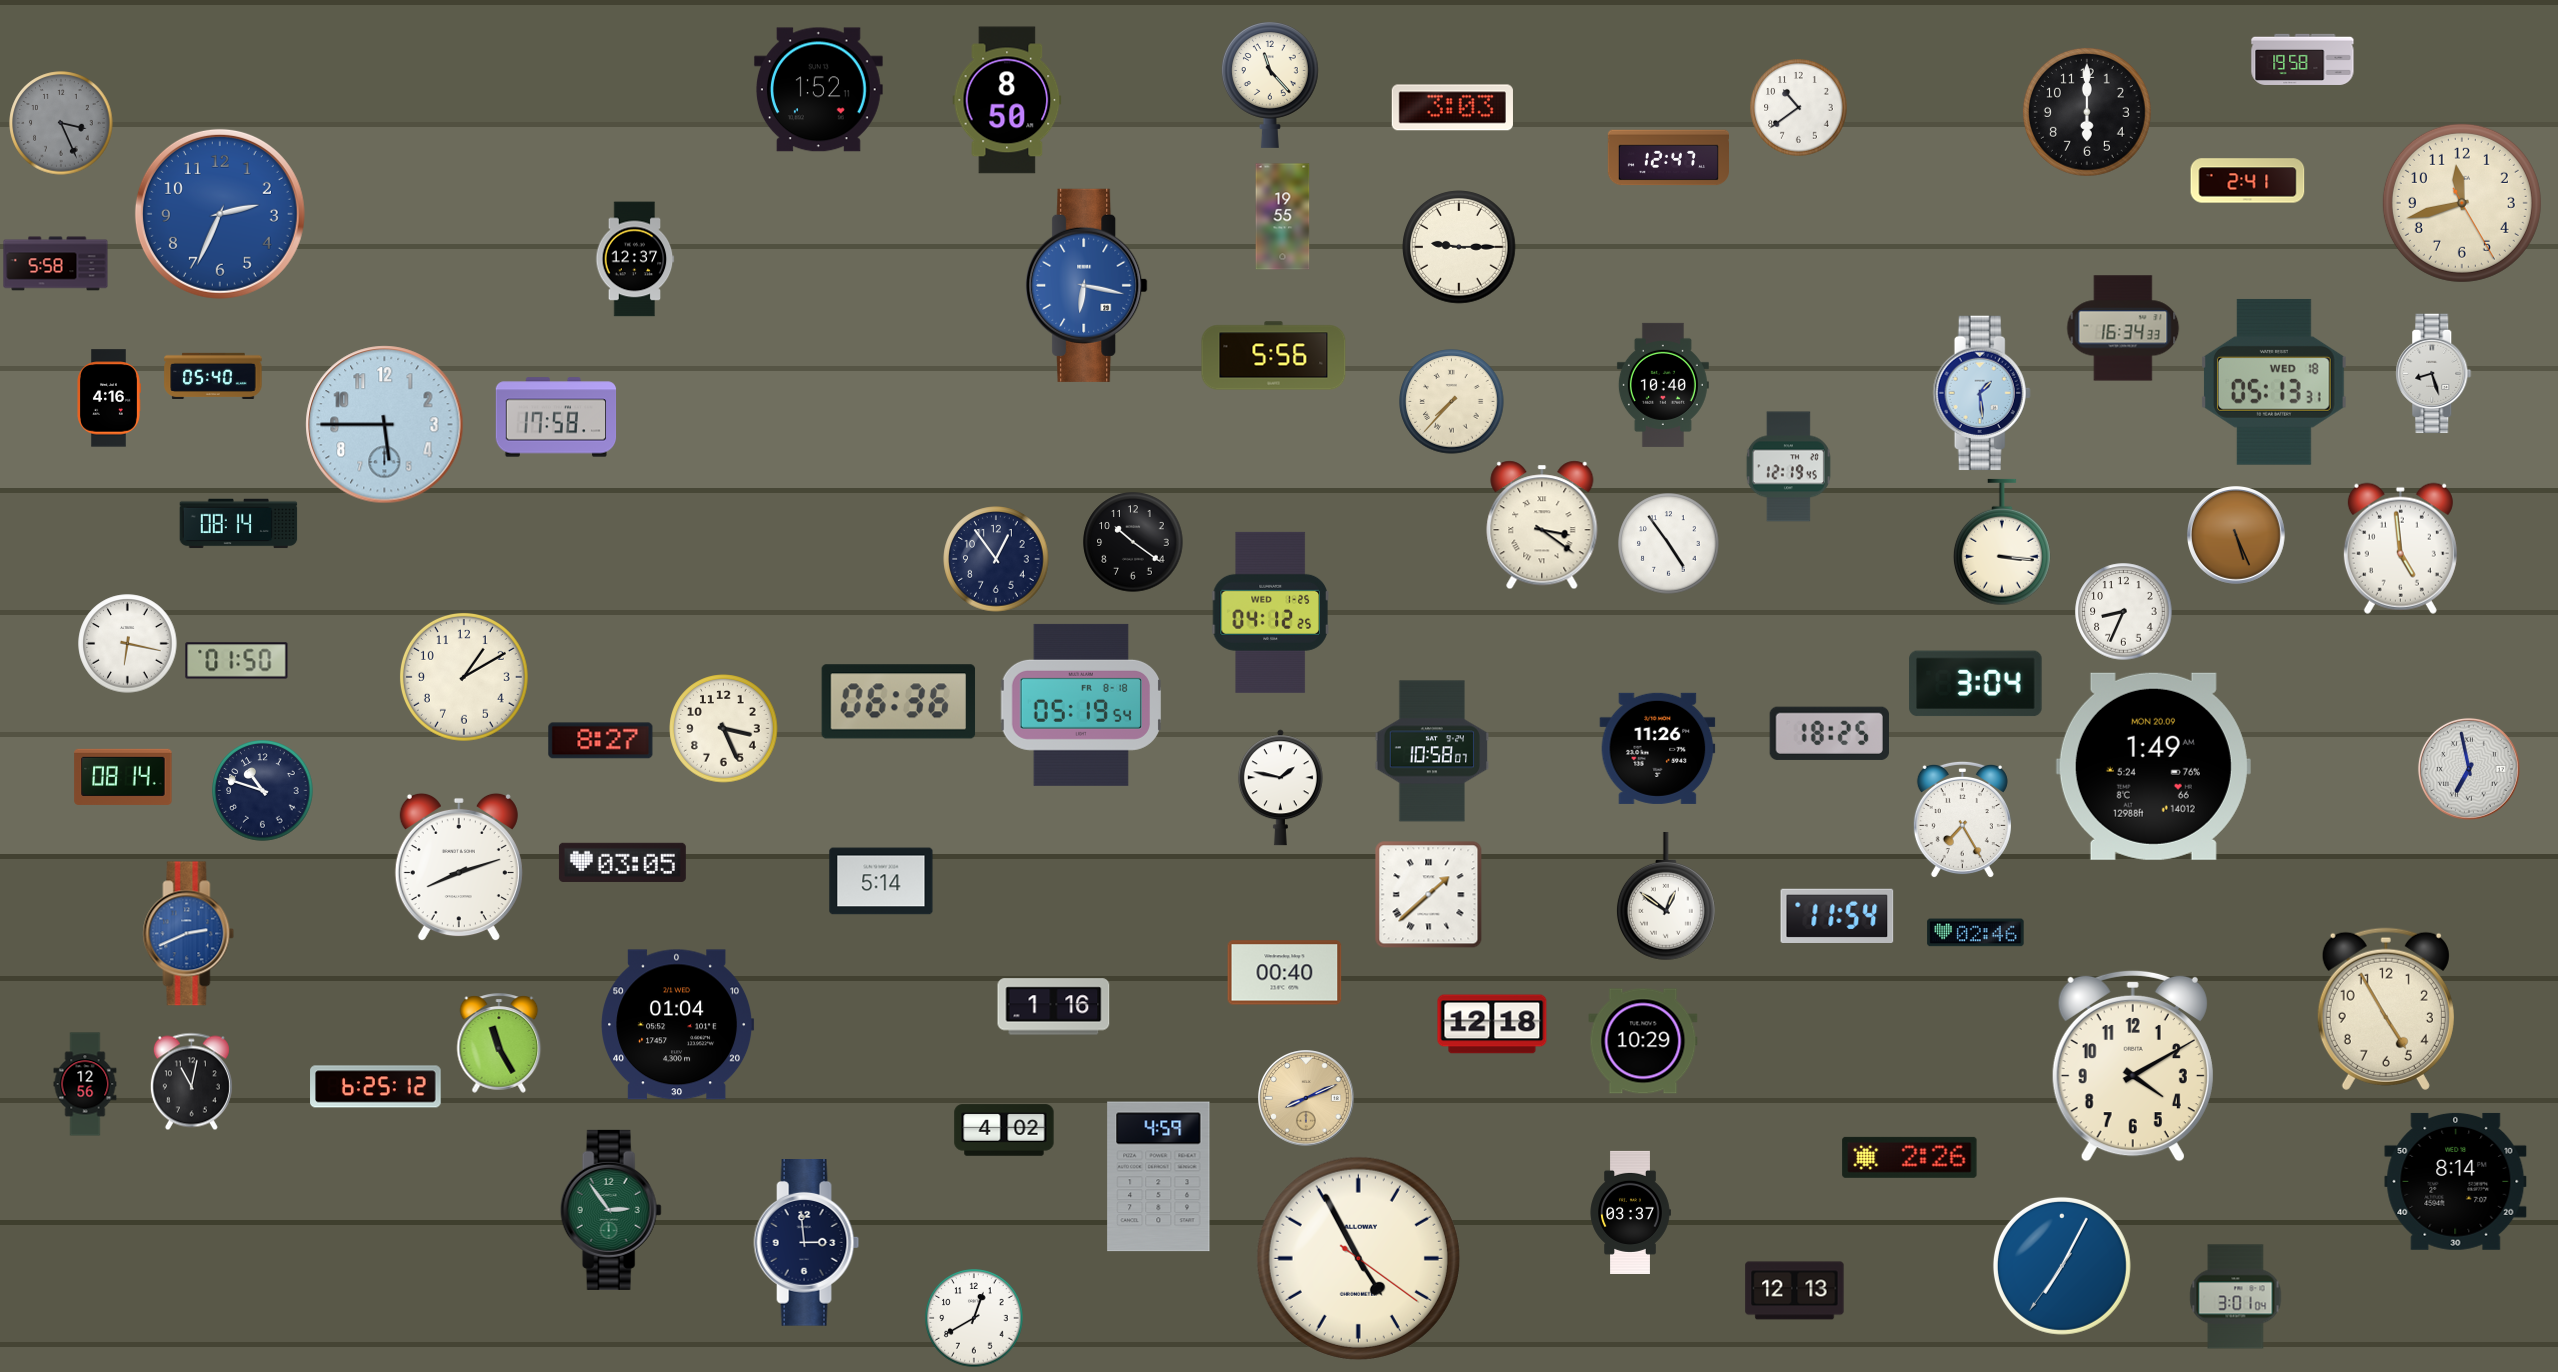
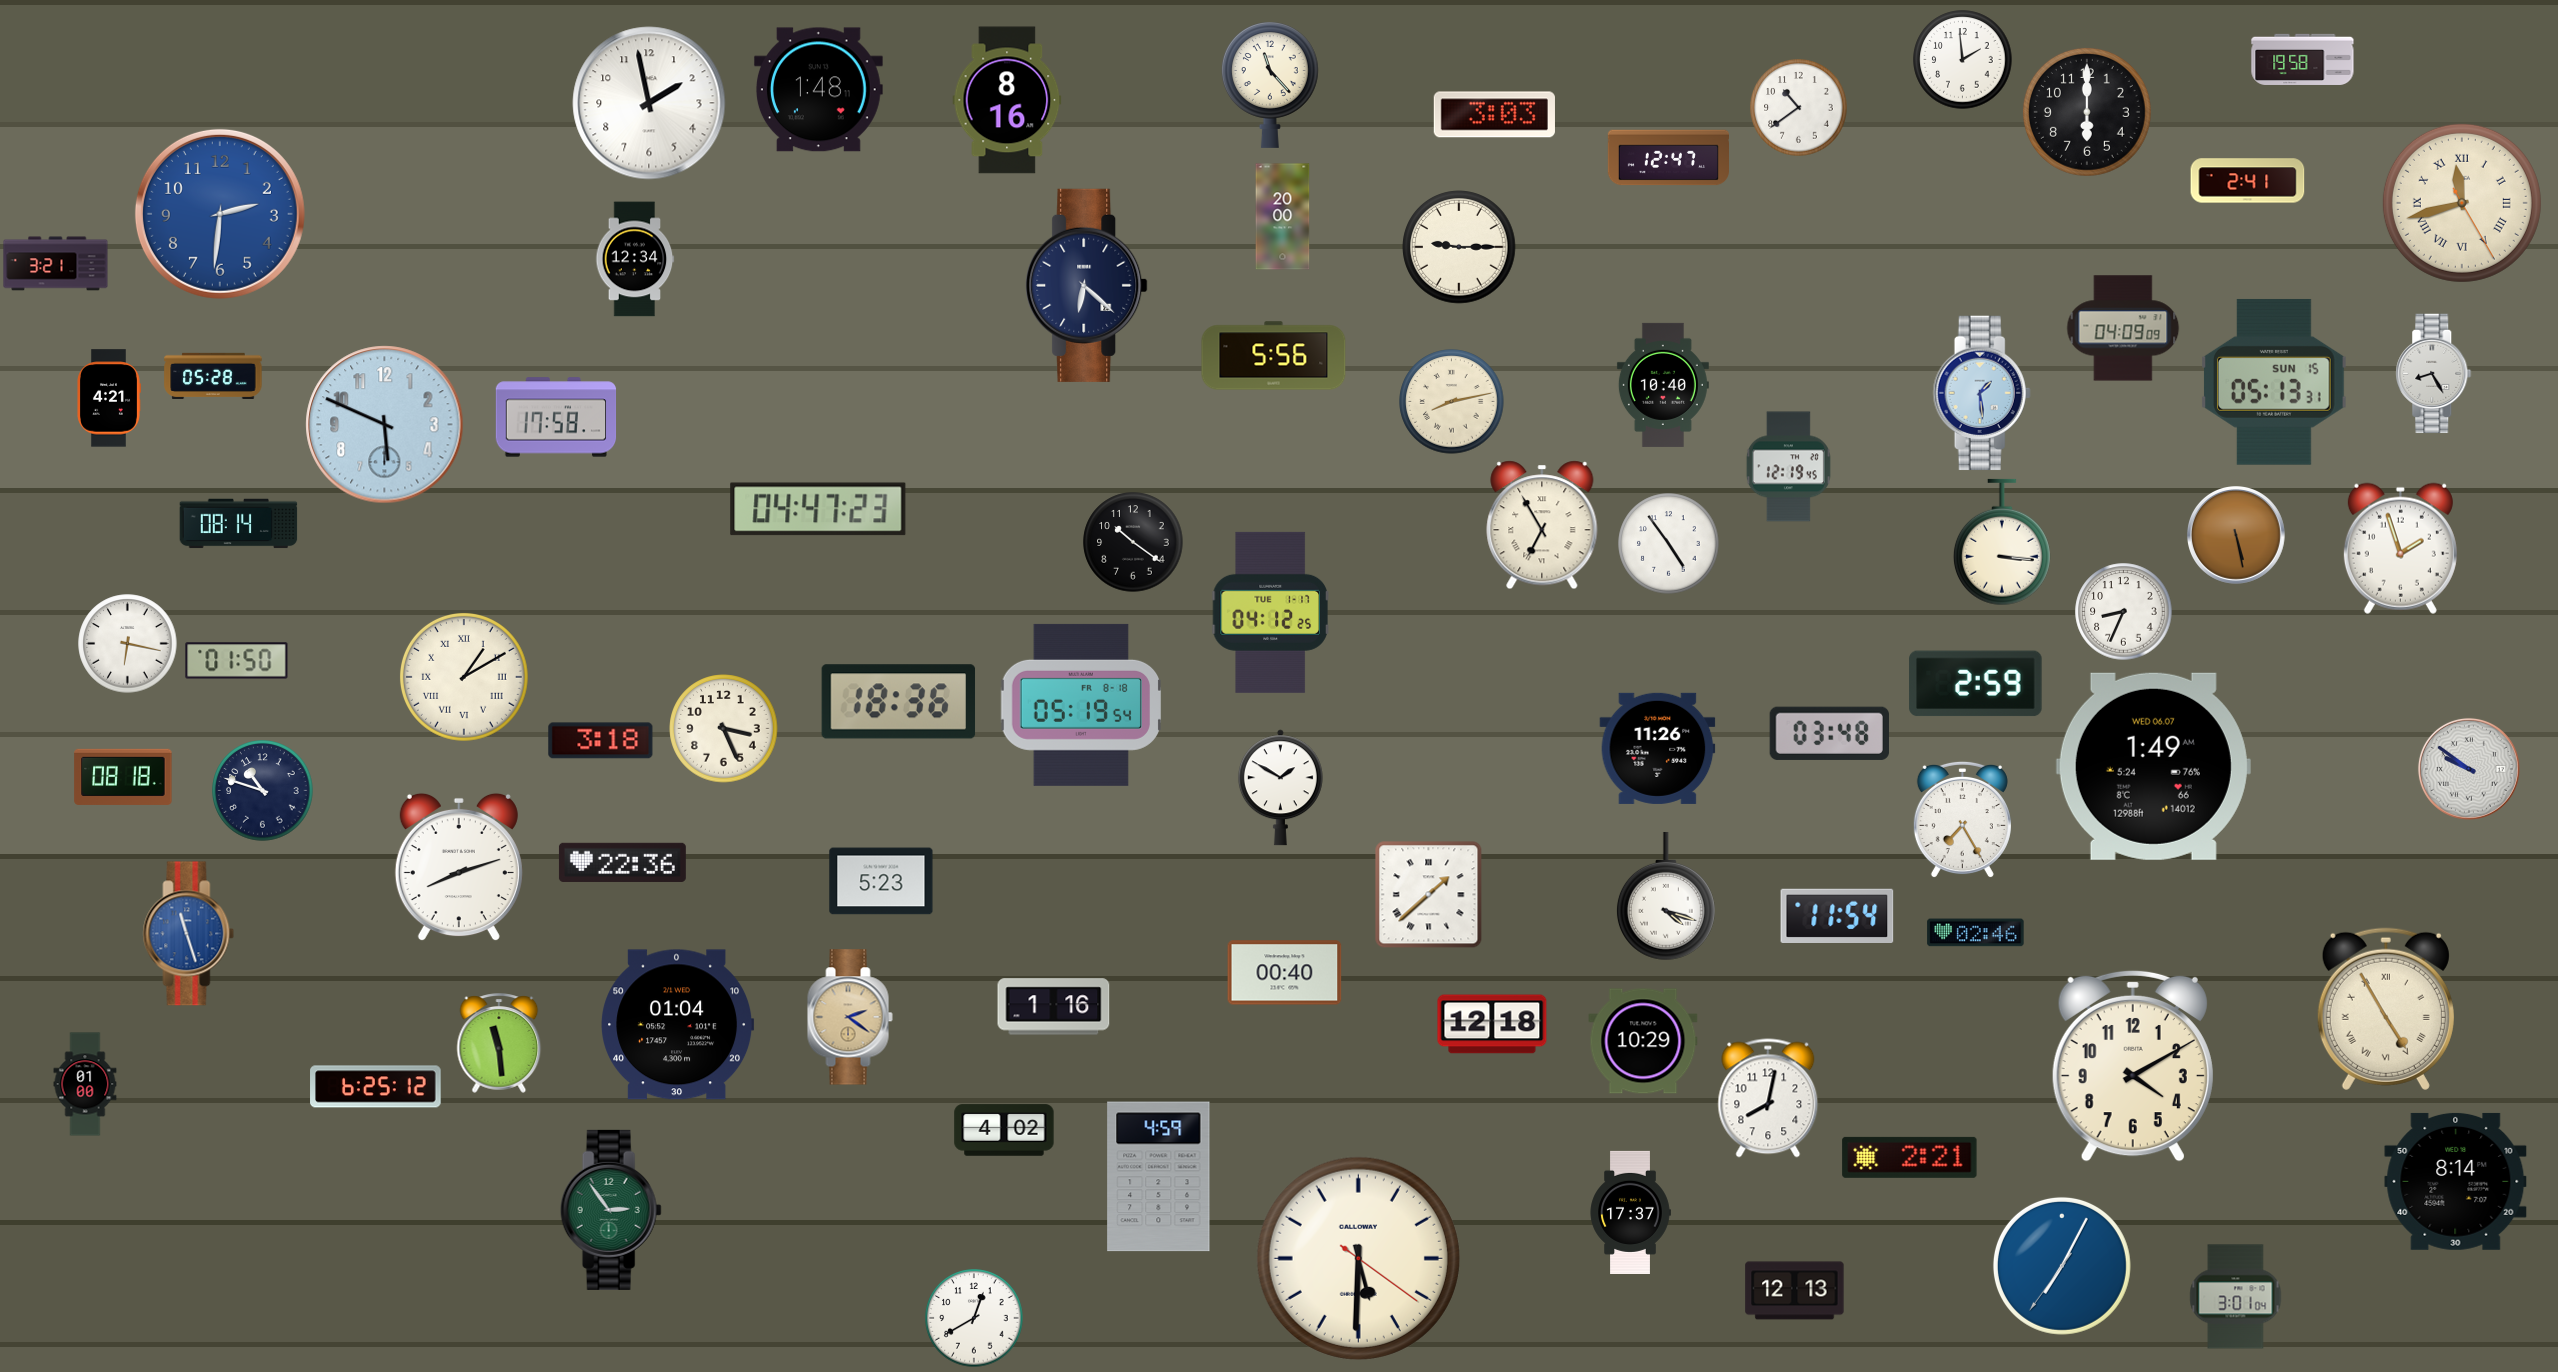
clock at (1963, 60): none -> 1:59
clock at (818, 90): 1:52 -> 1:48
clock at (1007, 100): 8:50 -> 8:16
clock at (649, 103): none -> 1:58
clock at (1452, 108) position: (1452, 108) -> (1494, 115)
clock at (61, 123): 3:26 -> none
clock at (2462, 203) numerals: Arabic -> Roman
clock at (220, 214): 2:34 -> 2:31
clock at (1283, 217): 19:55 -> 20:00
clock at (635, 259): 12:37 -> 12:34
clock at (56, 264): 5:58 -> 3:21
clock at (1087, 285): 6:17 -> 6:22
clock at (1087, 285) dial: blue -> navy
clock at (2123, 328): 16:34 -> 04:09
clock at (2434, 374): 8:27 -> 8:25
clock at (213, 375): 05:40 -> 05:28
clock at (2275, 382) date: WED 18 -> SUN 15
clock at (109, 398): 4:16 -> 4:21
clock at (1452, 402): 7:37 -> 8:13
clock at (385, 425): 5:45 -> 5:49
clock at (818, 509): none -> 04:47
clock at (1542, 525): 3:21 -> 6:55
clock at (2237, 536): 5:26 -> 5:28
clock at (2400, 548): 4:59 -> 1:57
clock at (996, 559): 12:54 -> none
clock at (1270, 612) date: WED 1-25 -> TUE 1-17
clock at (464, 677) numerals: Arabic -> Roman
clock at (1976, 684): 3:04 -> 2:59
clock at (899, 702): 06:36 -> 18:36
clock at (1829, 733): 18:25 -> 03:48
clock at (601, 741): 8:27 -> 3:18
clock at (1432, 751): 10:58 -> none
clock at (2153, 766) date: MON 20.09 -> WED 06.07
clock at (2469, 769): 6:58 -> 9:51
clock at (123, 777): 08:14 -> 08:18
clock at (1280, 788): 1:47 -> 1:50
clock at (622, 862): 03:05 -> 22:36
clock at (881, 881): 5:14 -> 5:23
clock at (1666, 896): 12:51 -> 4:18
clock at (189, 934): 2:41 -> 11:27
clock at (2386, 1009) numerals: Arabic -> Roman
clock at (850, 1017): none -> 2:21
clock at (499, 1043): 11:25 -> 11:29
clock at (191, 1082): 11:02 -> none
clock at (85, 1084): 12:56 -> 01:00
clock at (1306, 1098): 8:11 -> none
clock at (1768, 1098): none -> 8:02
clock at (1910, 1157): 2:26 -> 2:21
clock at (1630, 1212): 03:37 -> 17:37
clock at (807, 1243): 2:59 -> none
clock at (1358, 1258): 4:55 -> 5:30
